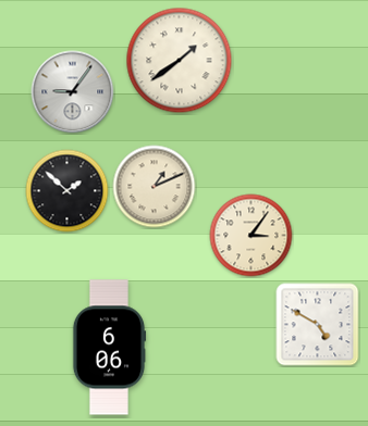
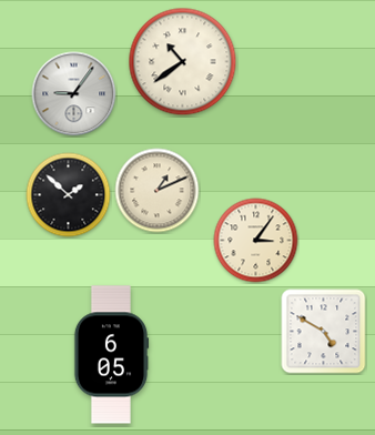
clock at (180, 61): 1:39 -> 10:39
clock at (109, 348): 6:06 -> 6:05
